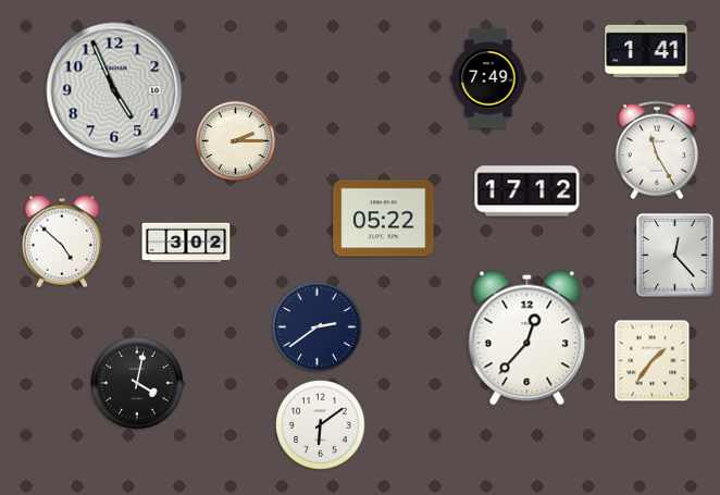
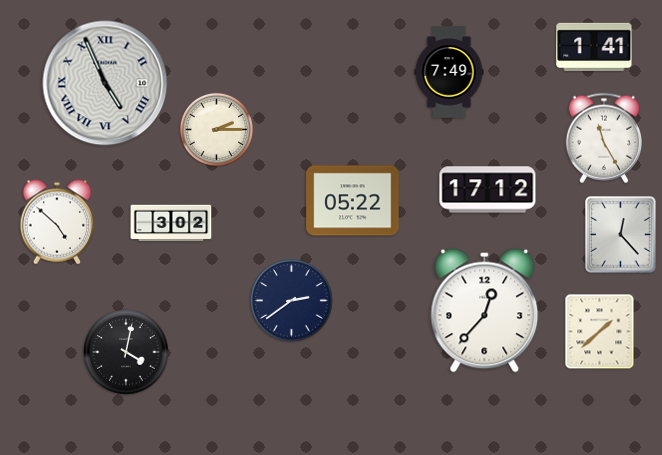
clock at (114, 90) numerals: Arabic -> Roman
clock at (527, 191) position: (527, 191) -> (488, 190)
clock at (653, 361): 1:36 -> 1:38
clock at (321, 425): 6:09 -> none
